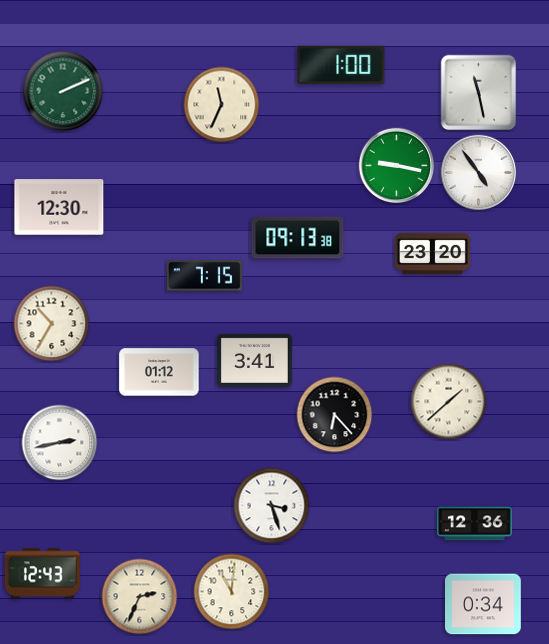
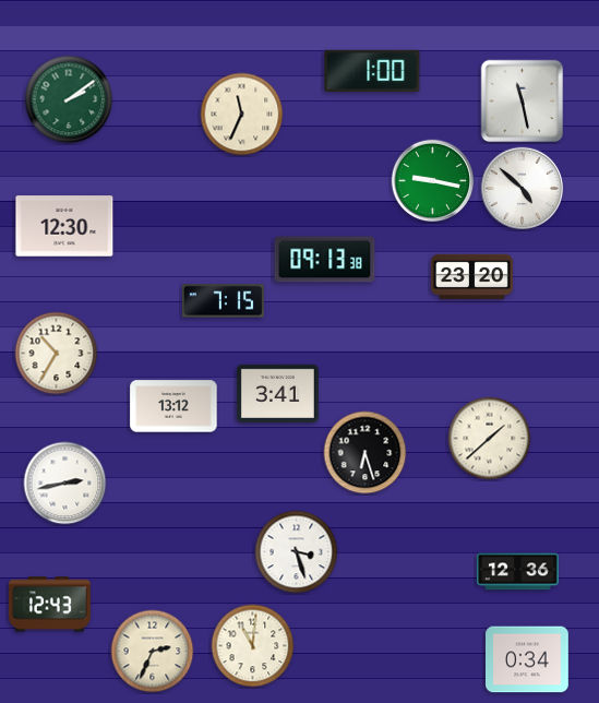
clock at (63, 91): 2:11 -> 2:09
clock at (479, 173): 4:54 -> 4:52
clock at (159, 372): 01:12 -> 13:12
clock at (335, 415): 6:23 -> 6:27
clock at (42, 574) position: (42, 574) -> (49, 605)
